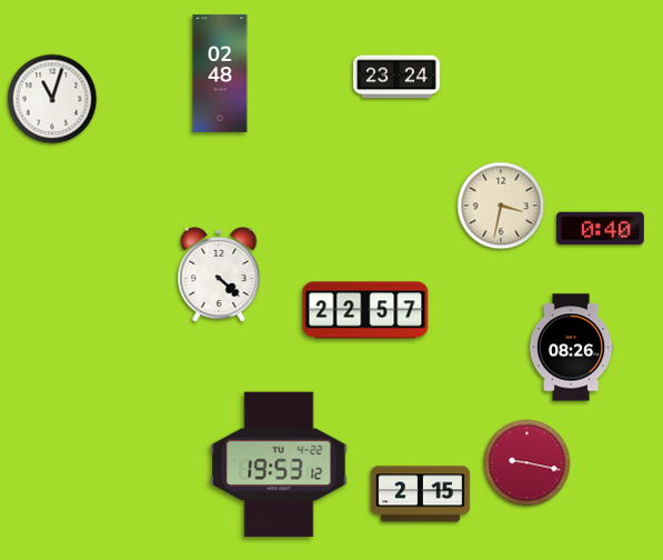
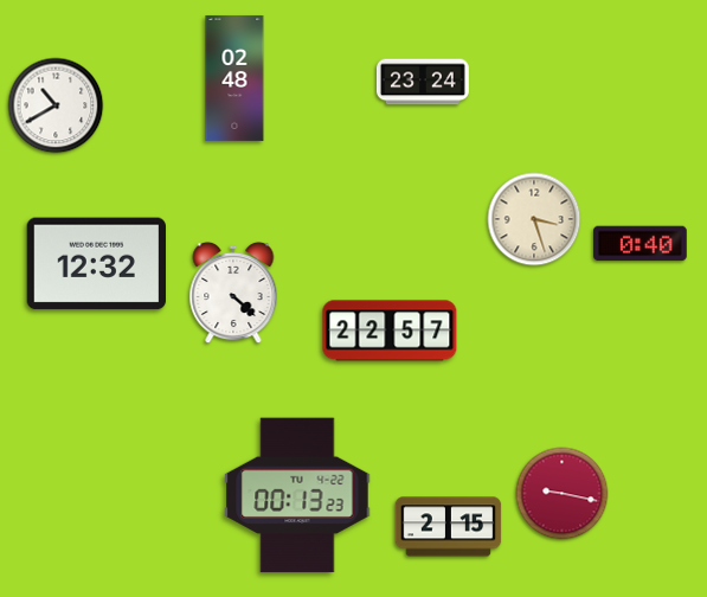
clock at (52, 99): 11:03 -> 10:40
clock at (501, 206): 3:32 -> 3:27
clock at (96, 264): none -> 12:32
clock at (571, 348): 08:26 -> none
clock at (279, 464): 19:53 -> 00:13
